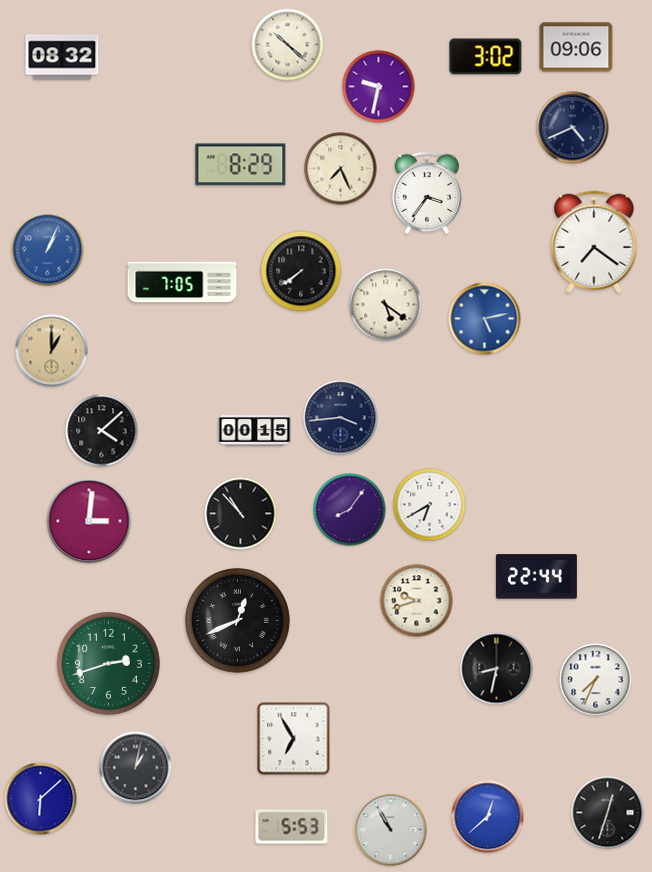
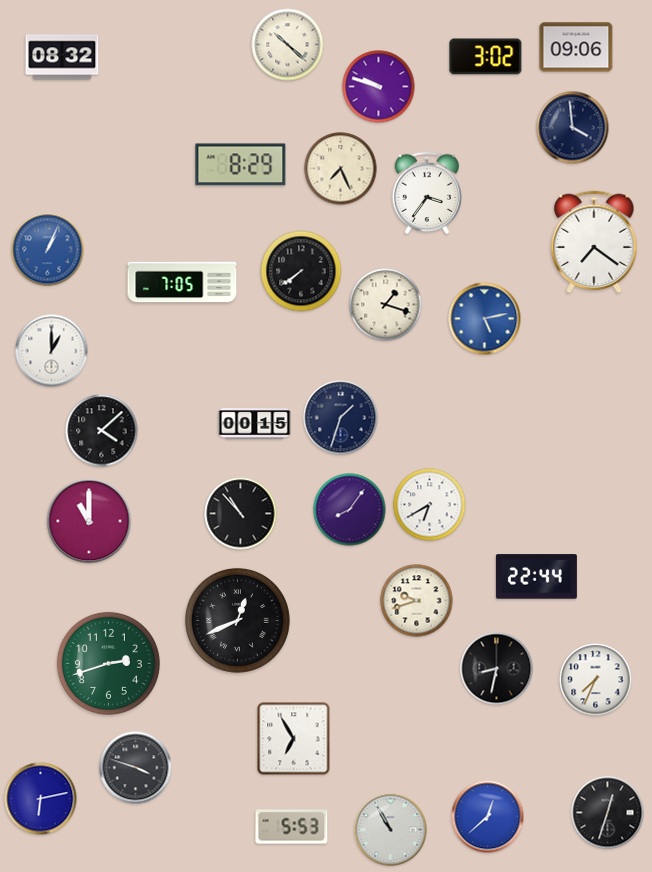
clock at (379, 87): 9:32 -> 9:48
clock at (573, 128): 4:41 -> 3:59
clock at (386, 305): 5:21 -> 1:18
clock at (52, 351) dial: champagne -> white
clock at (341, 418): 3:44 -> 1:33
clock at (255, 431) position: (255, 431) -> (255, 424)
clock at (89, 521): 3:01 -> 11:00
clock at (136, 768): 1:02 -> 3:48
clock at (41, 799): 6:08 -> 6:13
